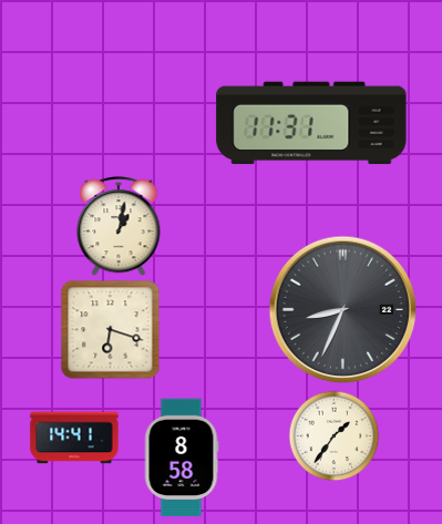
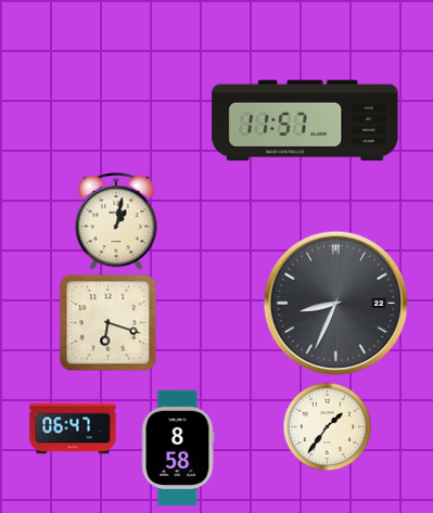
clock at (311, 123): 11:31 -> 11:57
clock at (74, 438): 14:41 -> 06:47
